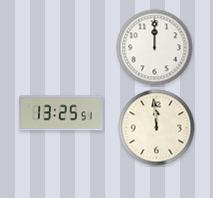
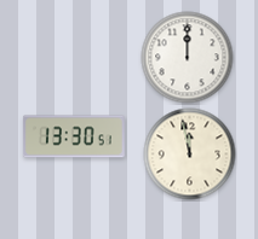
clock at (61, 113): 13:25 -> 13:30
clock at (157, 128): 11:59 -> 11:58
